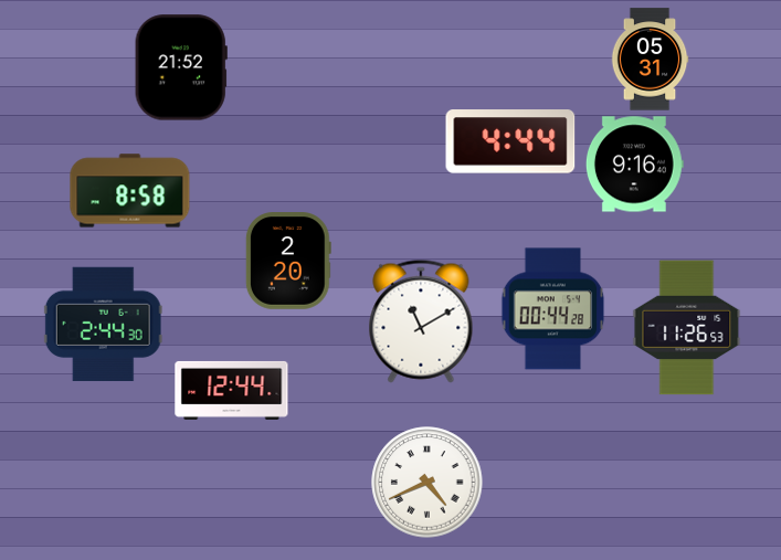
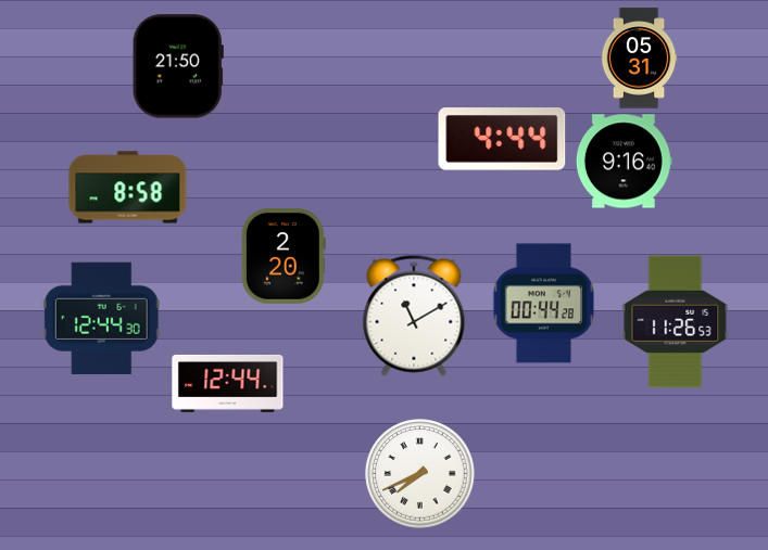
clock at (181, 67): 21:52 -> 21:50
clock at (103, 324): 2:44 -> 12:44
clock at (428, 483): 4:41 -> 7:41
